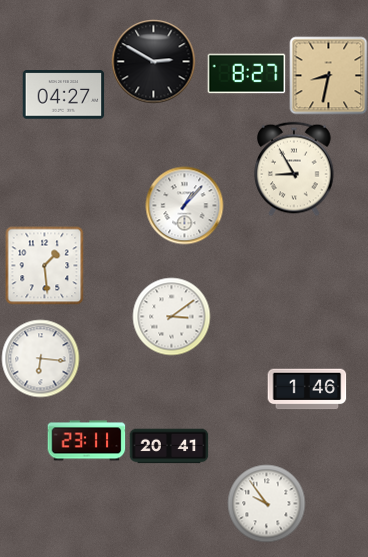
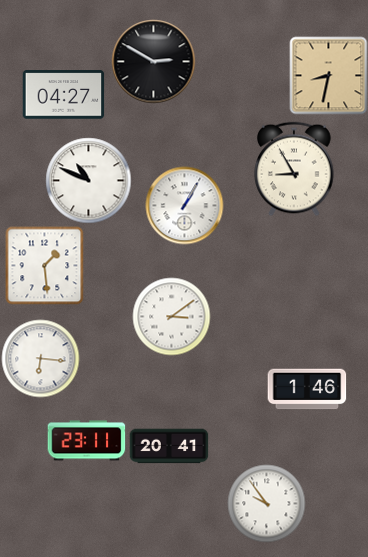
clock at (246, 74): 8:27 -> none
clock at (88, 180): none -> 10:49
clock at (184, 205): 1:07 -> 1:05
